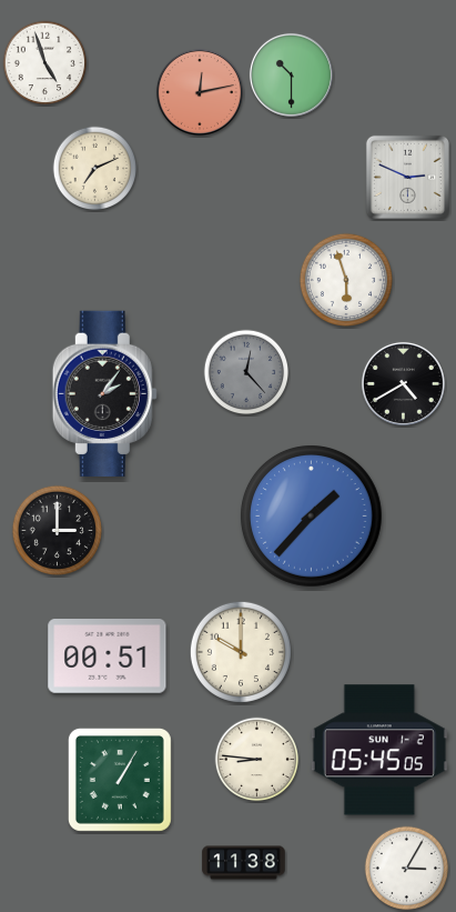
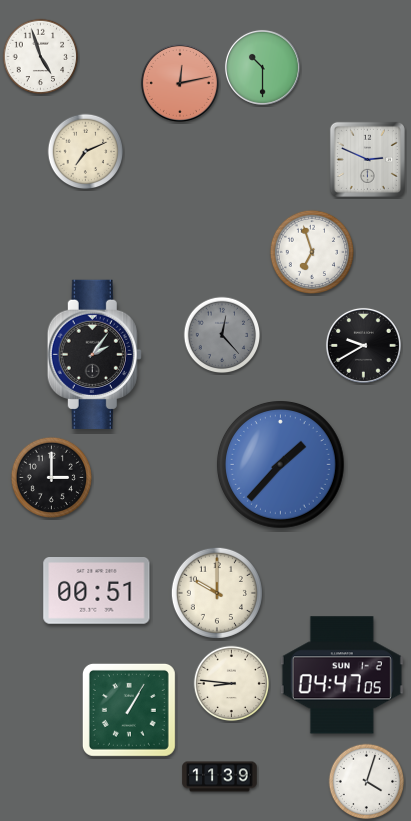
clock at (345, 279): 5:57 -> 6:57
clock at (403, 383): 4:40 -> 9:40
clock at (241, 652) position: (241, 652) -> (217, 593)
clock at (379, 750): 05:45 -> 04:47
clock at (120, 780) position: (120, 780) -> (129, 710)
clock at (244, 863): 11:38 -> 11:39
clock at (407, 869): 3:05 -> 4:03
